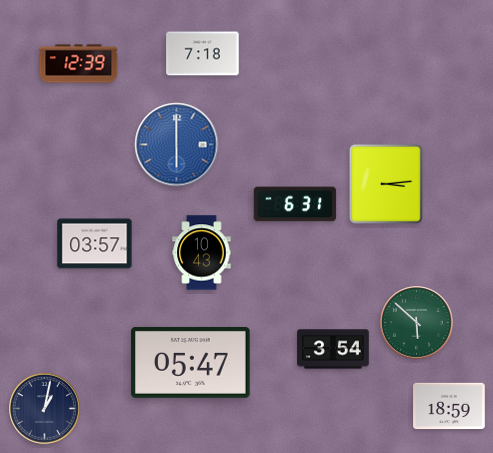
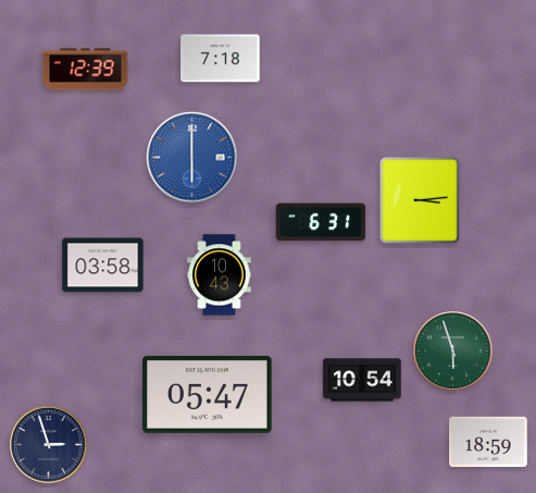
clock at (95, 244): 03:57 -> 03:58
clock at (417, 323): 5:52 -> 5:57
clock at (333, 349): 3:54 -> 10:54
clock at (45, 409): 1:02 -> 2:57
